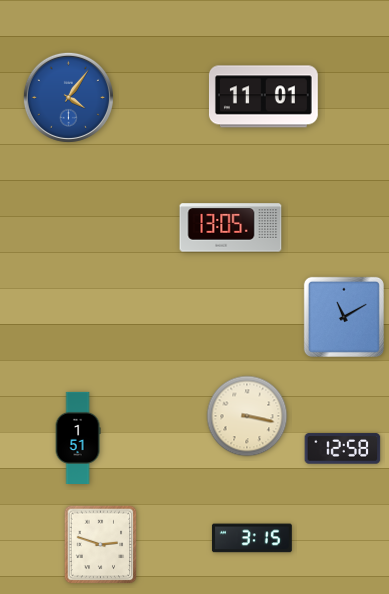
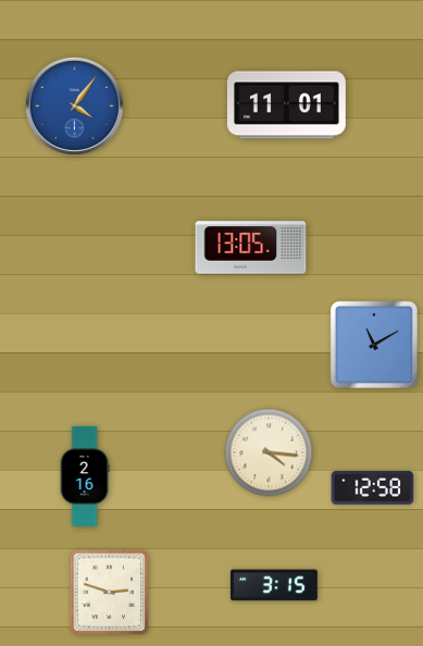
clock at (247, 416): 3:17 -> 4:16
clock at (78, 437): 1:51 -> 2:16
